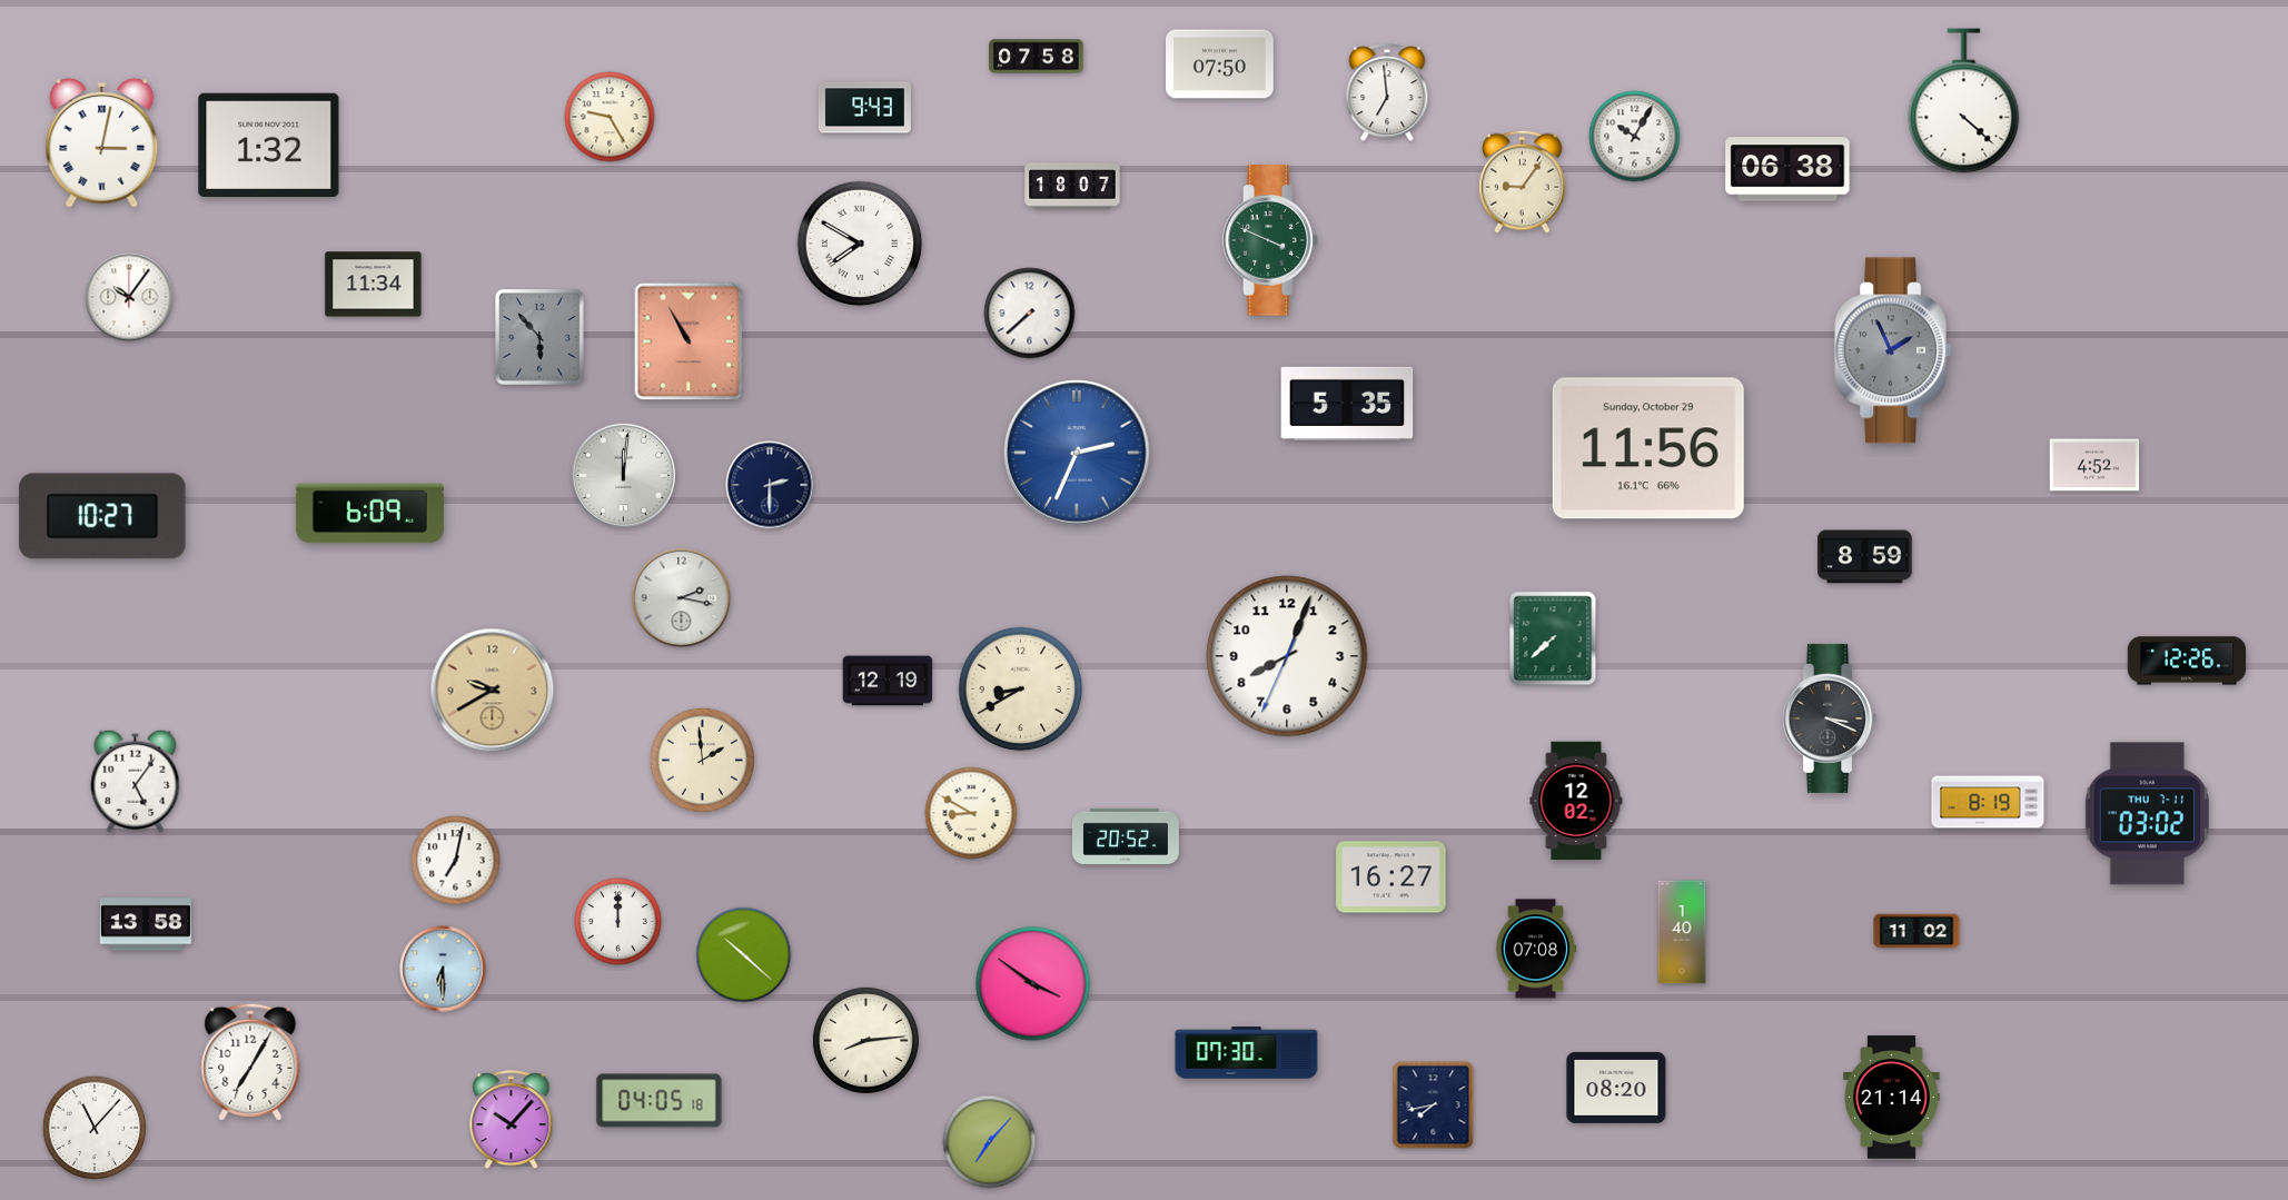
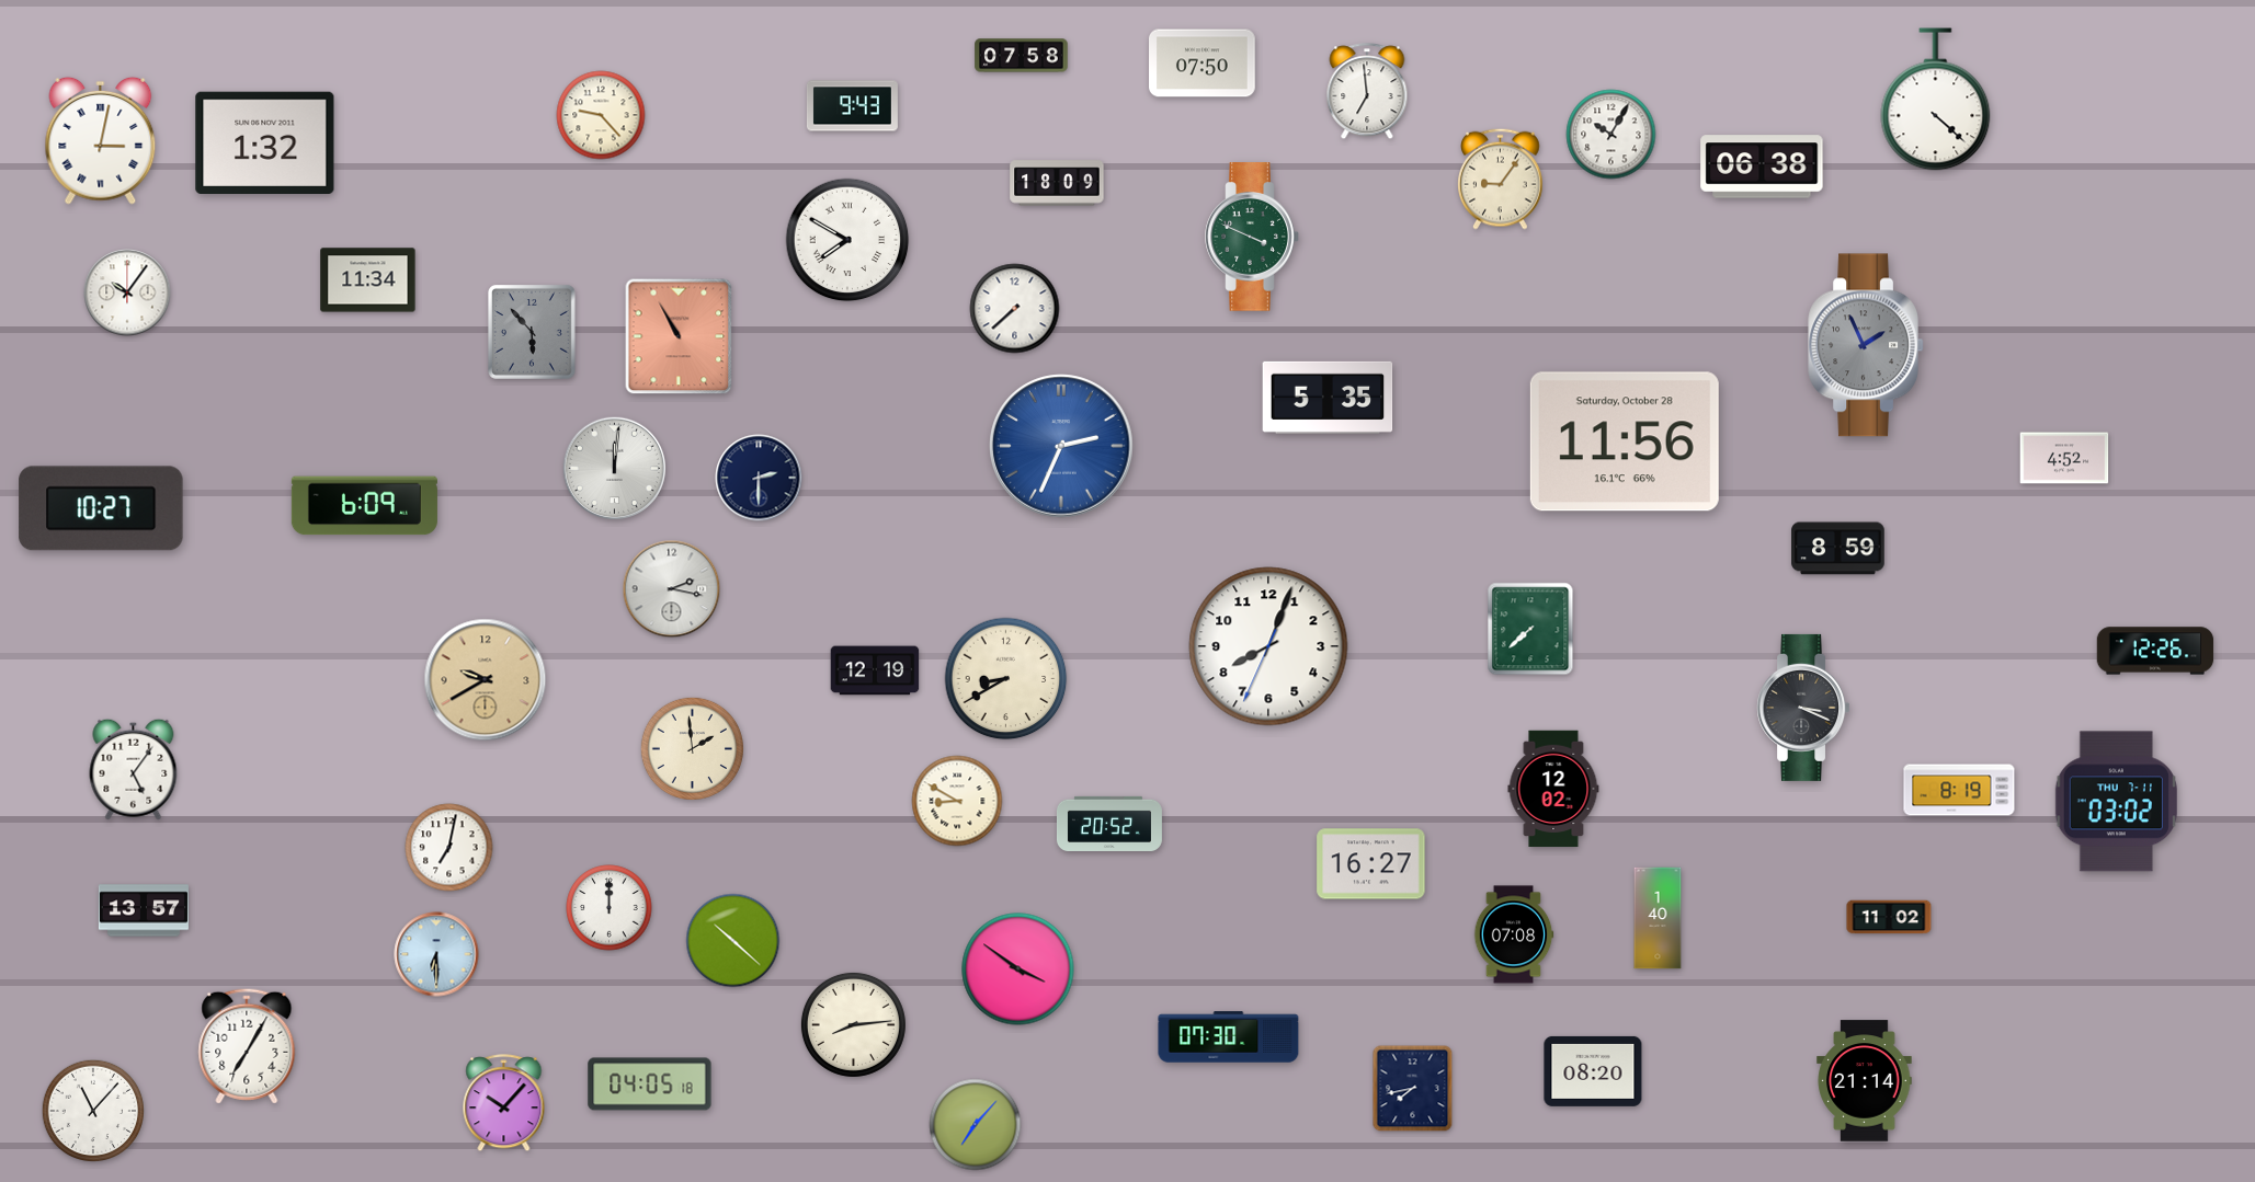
clock at (610, 117): 9:25 -> 9:23
clock at (1072, 186): 18:07 -> 18:09
clock at (1648, 448) date: Sunday, October 29 -> Saturday, October 28
clock at (146, 924): 13:58 -> 13:57
